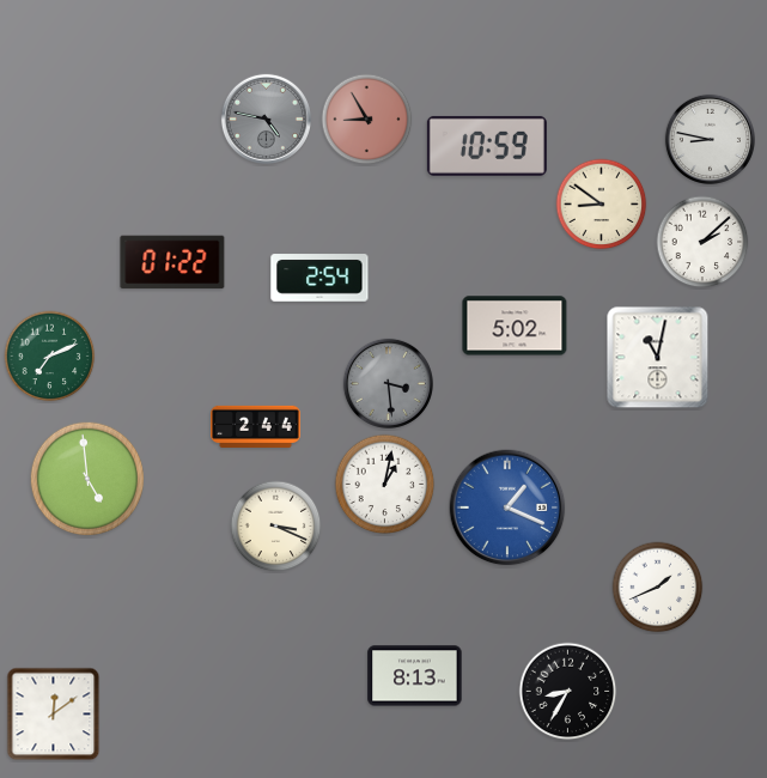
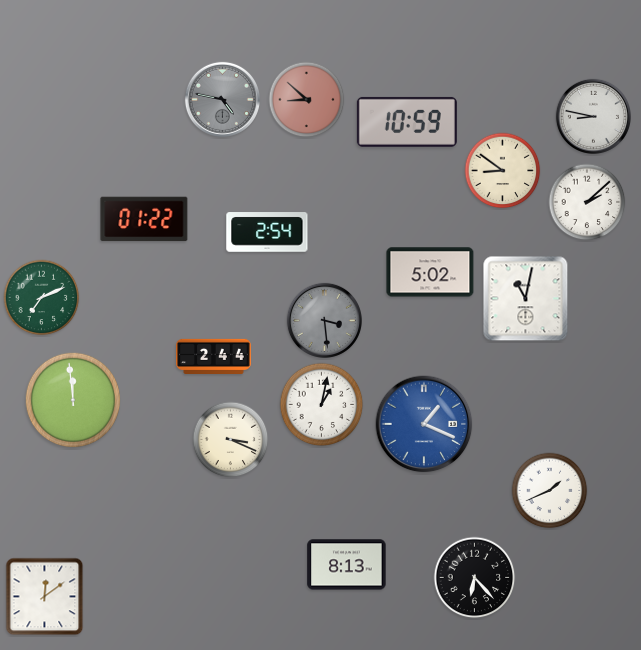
clock at (367, 120): 8:55 -> 8:52
clock at (658, 358) position: (658, 358) -> (526, 299)
clock at (87, 479): 4:59 -> 11:59
clock at (568, 692): 8:35 -> 6:23
